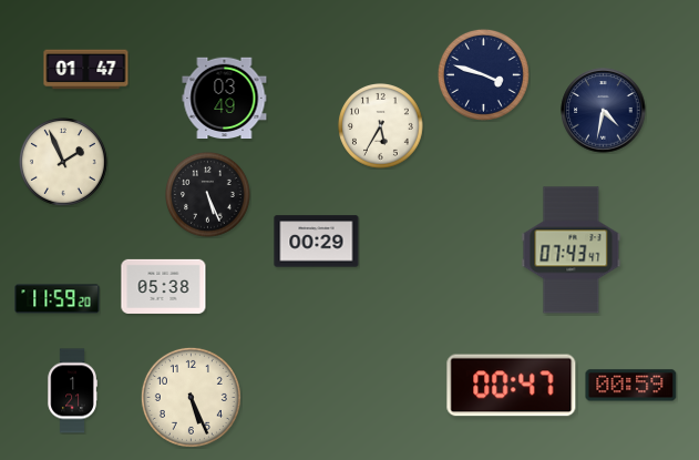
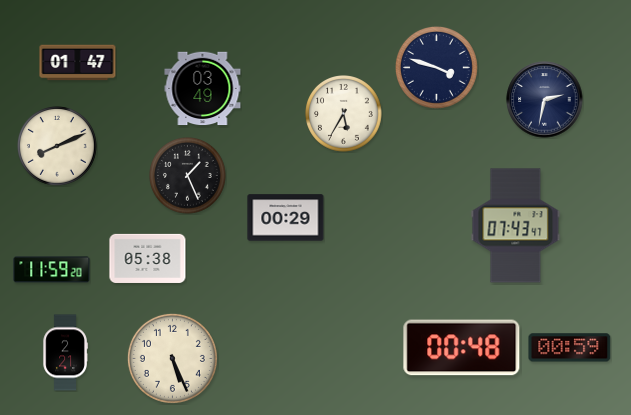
clock at (604, 111): 4:32 -> 2:32
clock at (64, 163): 1:56 -> 8:11
clock at (208, 195): 5:26 -> 1:26
clock at (512, 386): 00:47 -> 00:48
clock at (72, 391): 1:21 -> 2:21
